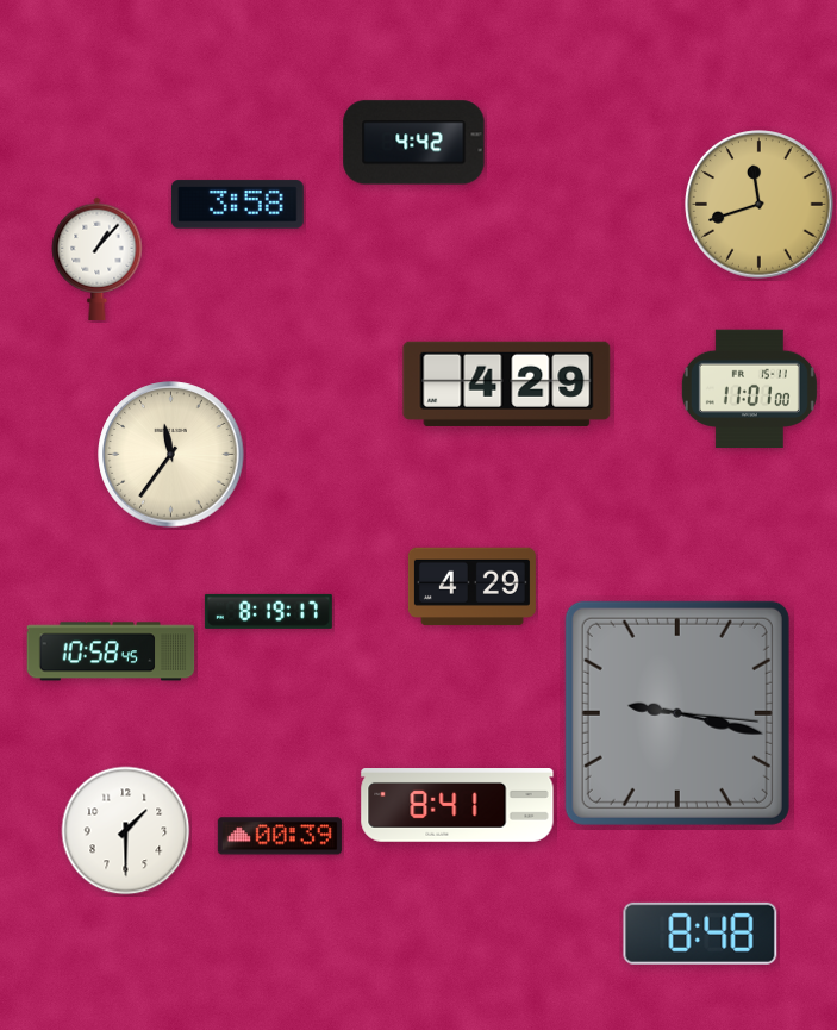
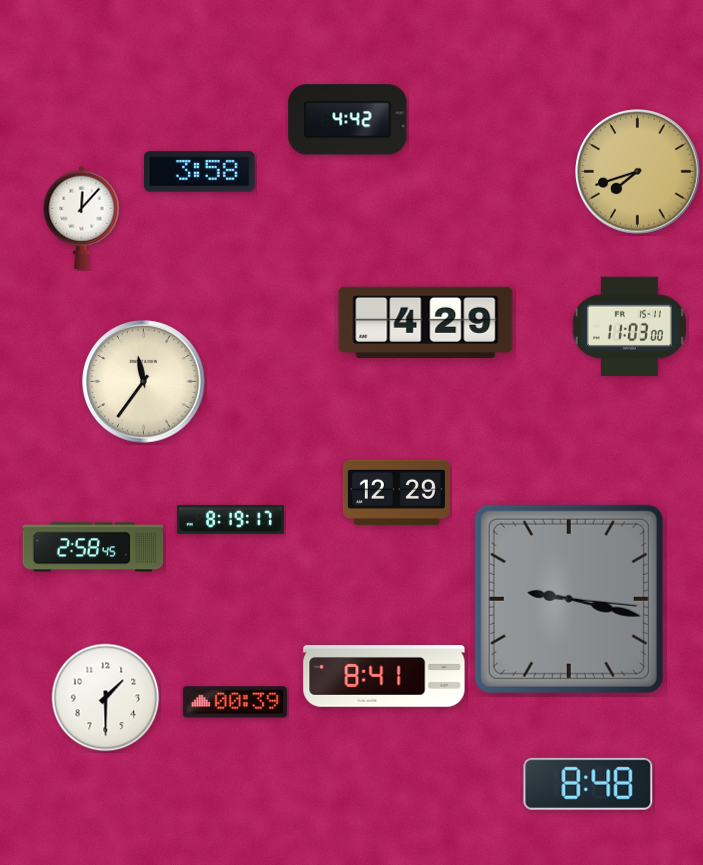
clock at (760, 205): 11:42 -> 7:42
clock at (98, 258): 1:07 -> 12:07
clock at (749, 389): 11:01 -> 11:03
clock at (471, 587): 4:29 -> 12:29
clock at (268, 611) position: (268, 611) -> (230, 519)
clock at (111, 651): 10:58 -> 2:58
